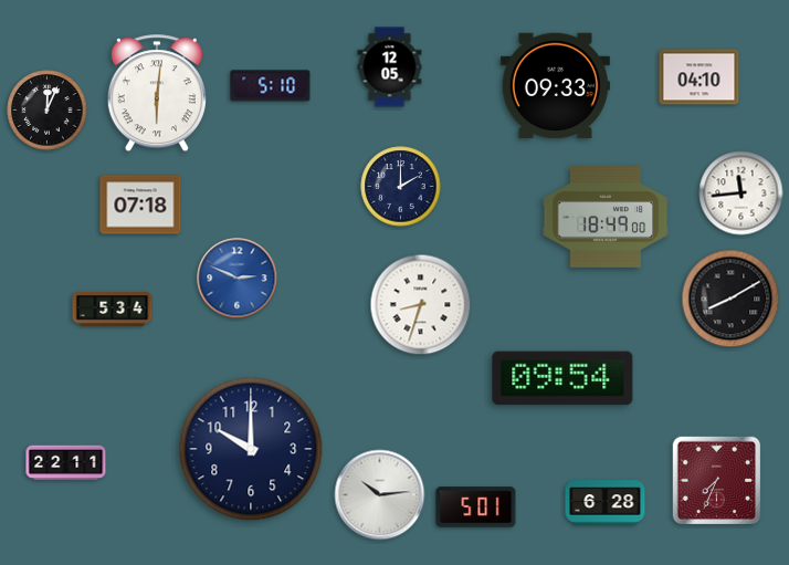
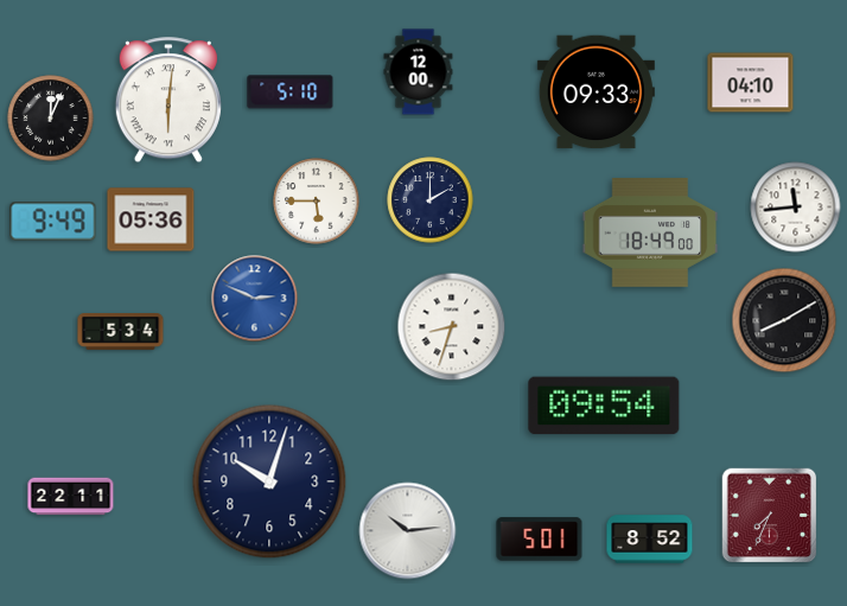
clock at (390, 67): 12:05 -> 12:00
clock at (317, 202): none -> 5:45
clock at (140, 205): 07:18 -> 05:36
clock at (53, 222): none -> 9:49
clock at (251, 449): 10:00 -> 10:03
clock at (606, 503): 6:28 -> 8:52
clock at (476, 508) position: (476, 508) -> (540, 540)
